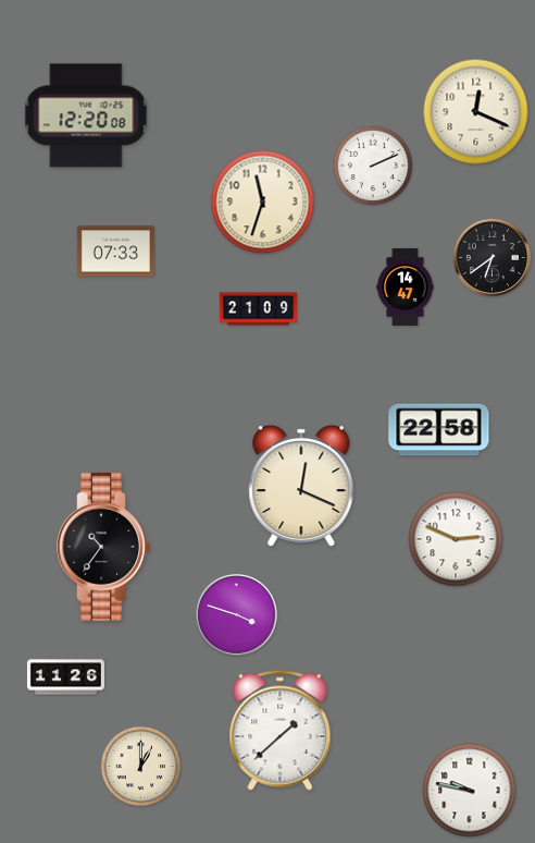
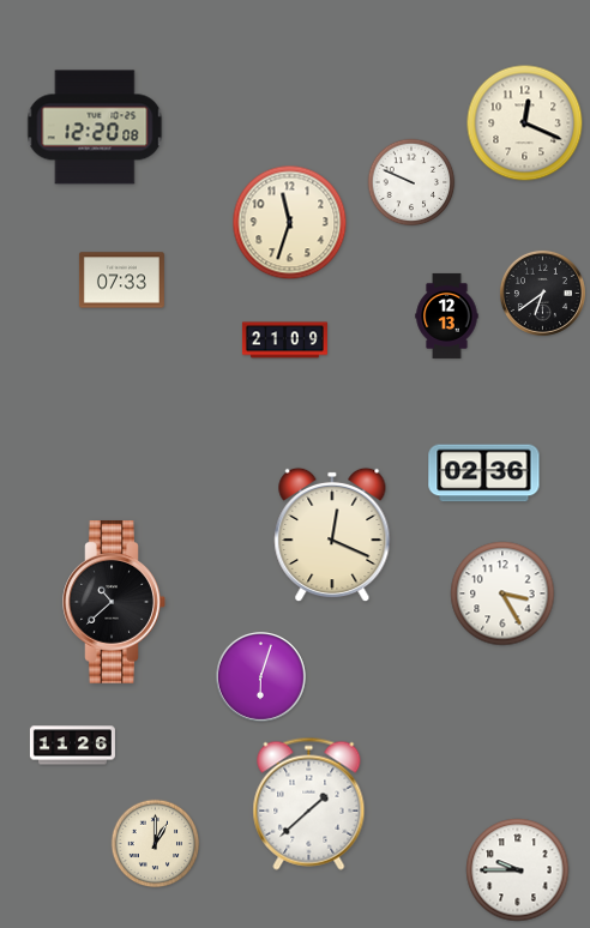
clock at (373, 166): 2:11 -> 9:49
clock at (115, 252) position: (115, 252) -> (121, 281)
clock at (492, 257) position: (492, 257) -> (542, 293)
clock at (406, 286): 14:47 -> 12:13
clock at (439, 430): 22:58 -> 02:36
clock at (456, 539): 2:49 -> 3:25
clock at (103, 548): 10:36 -> 10:38
clock at (237, 615): 3:48 -> 6:03
clock at (470, 791): 9:47 -> 9:45
